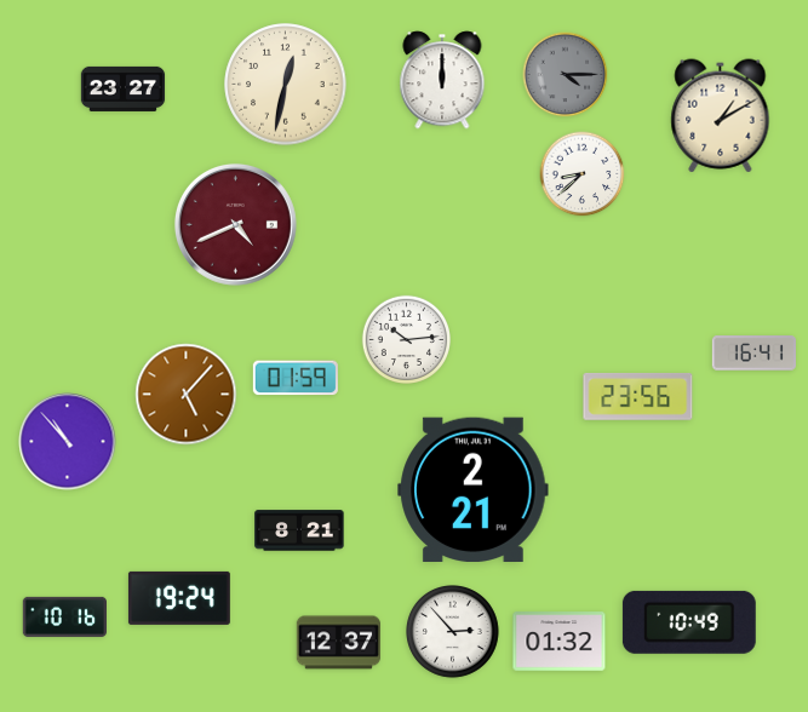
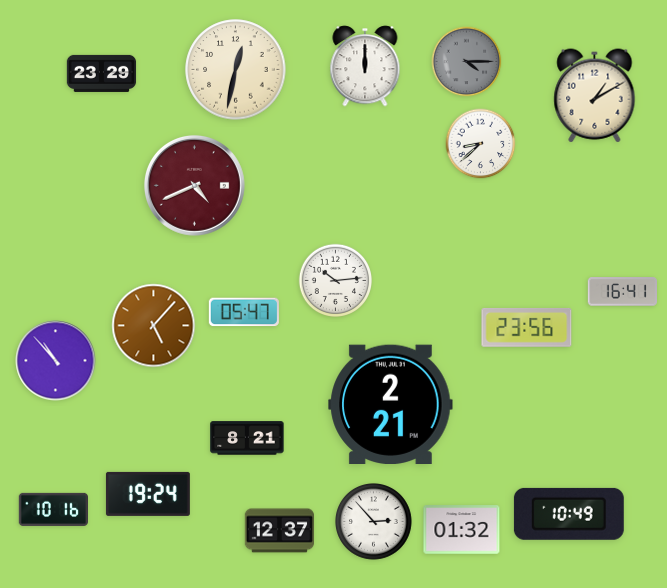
clock at (124, 88): 23:27 -> 23:29
clock at (296, 378): 01:59 -> 05:47
clock at (68, 442) position: (68, 442) -> (56, 361)
